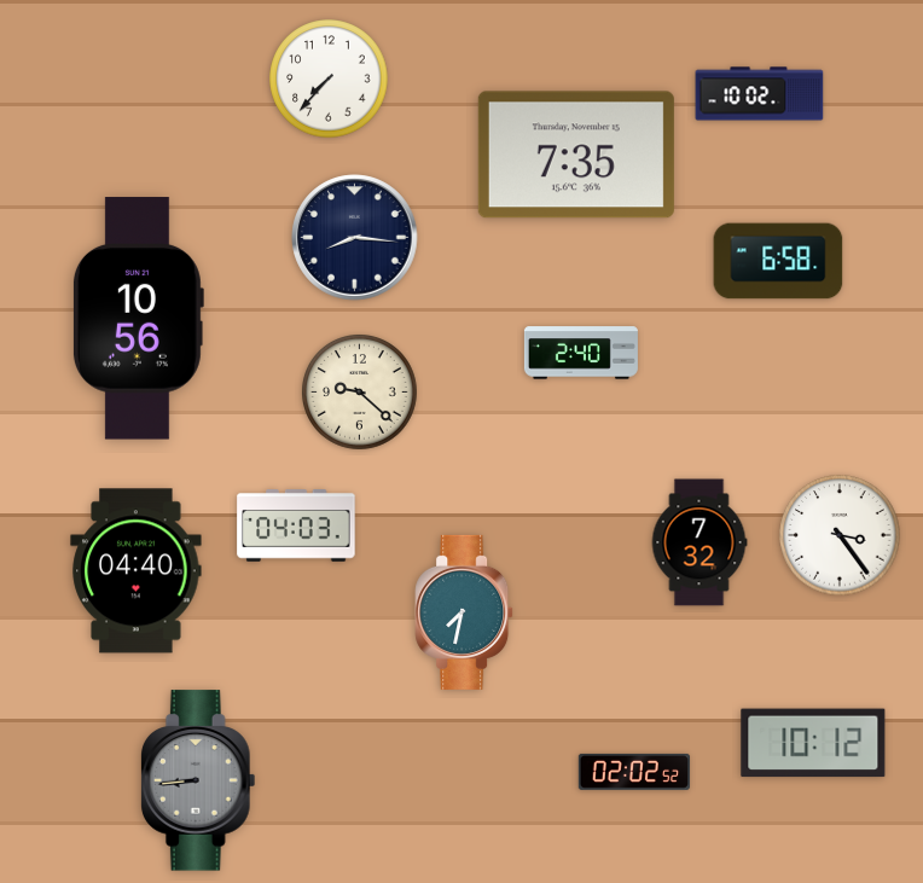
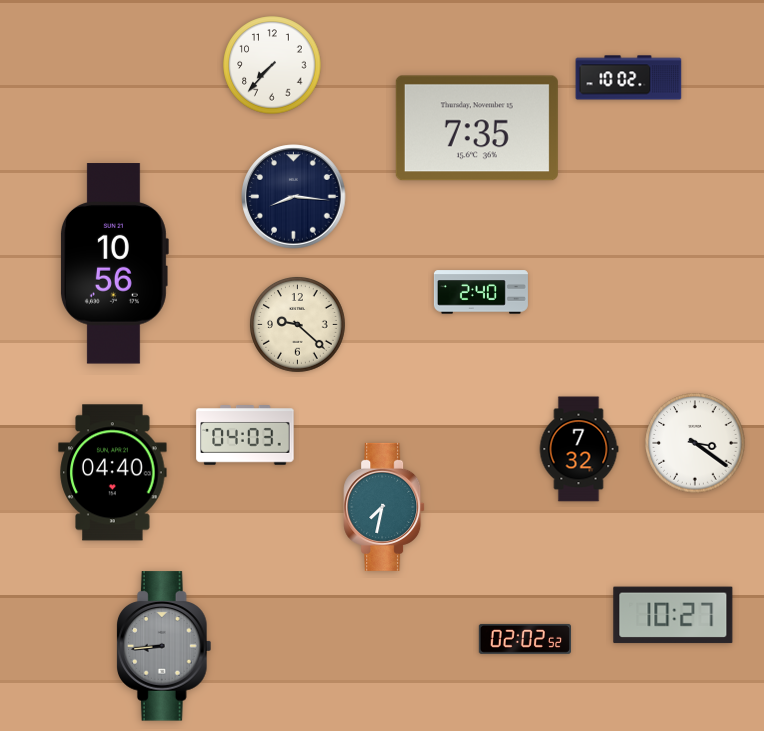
clock at (778, 261): 6:58 -> none
clock at (840, 535): 3:24 -> 3:21
clock at (813, 743): 10:12 -> 10:27
